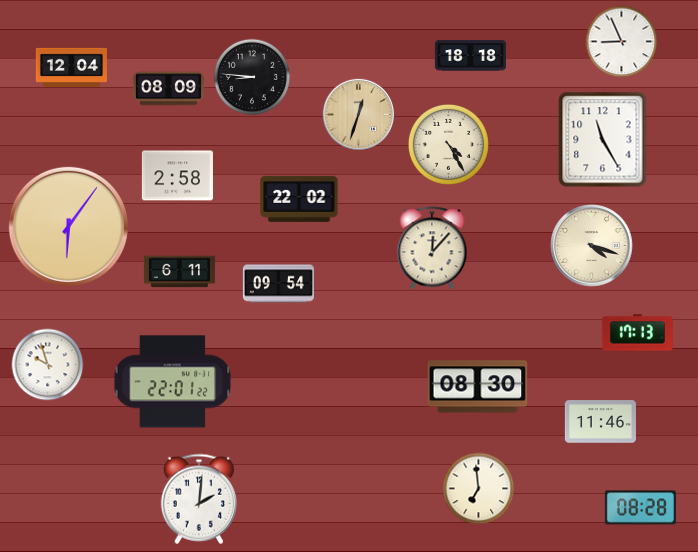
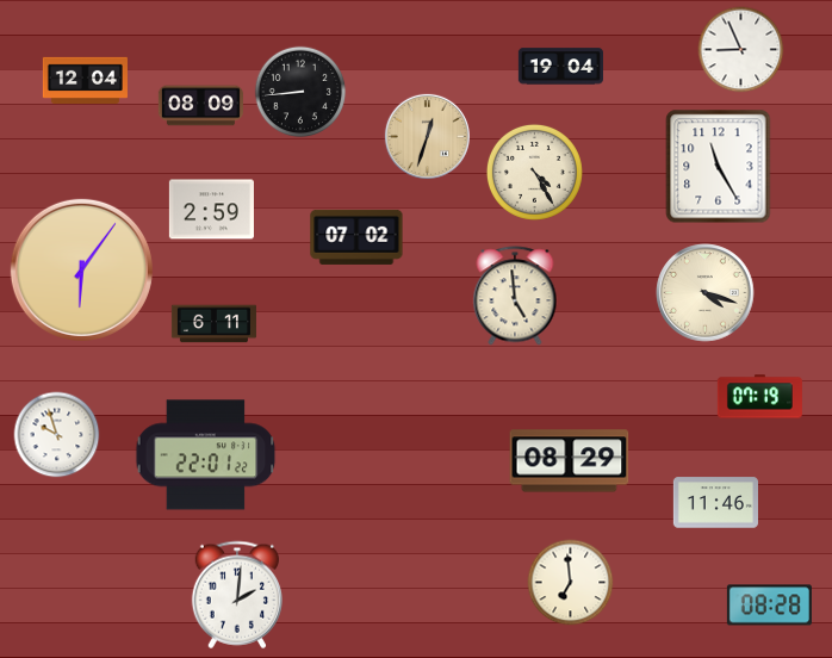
clock at (470, 56): 18:18 -> 19:04
clock at (252, 77): 8:46 -> 8:44
clock at (177, 176): 2:58 -> 2:59
clock at (299, 199): 22:02 -> 07:02
clock at (432, 248): 12:07 -> 4:59
clock at (278, 284): 09:54 -> none
clock at (637, 333): 17:13 -> 07:19
clock at (478, 387): 08:30 -> 08:29
clock at (640, 508) position: (640, 508) -> (769, 606)
